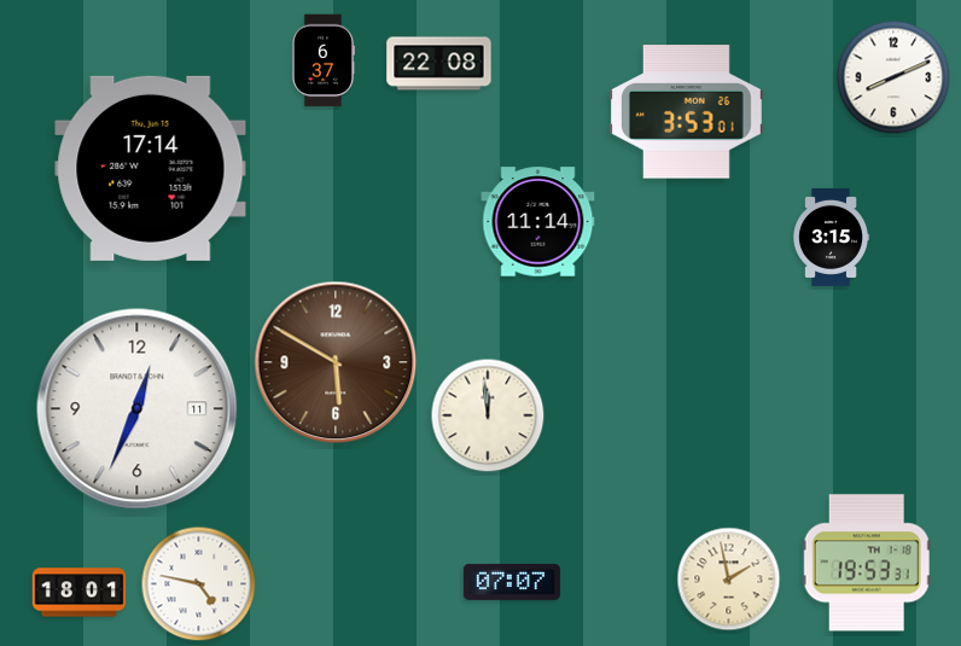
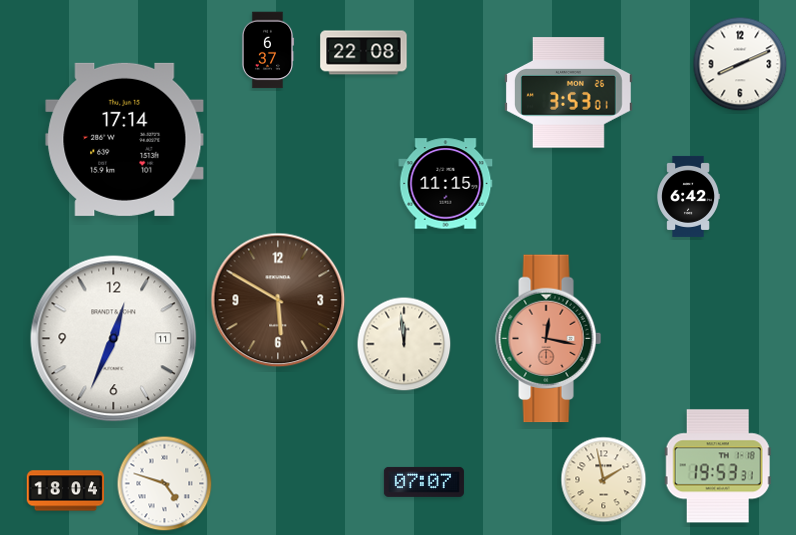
clock at (538, 222): 11:14 -> 11:15
clock at (831, 237): 3:15 -> 6:42
clock at (549, 339): none -> 12:17
clock at (199, 584): 4:47 -> 4:48
clock at (80, 593): 18:01 -> 18:04
